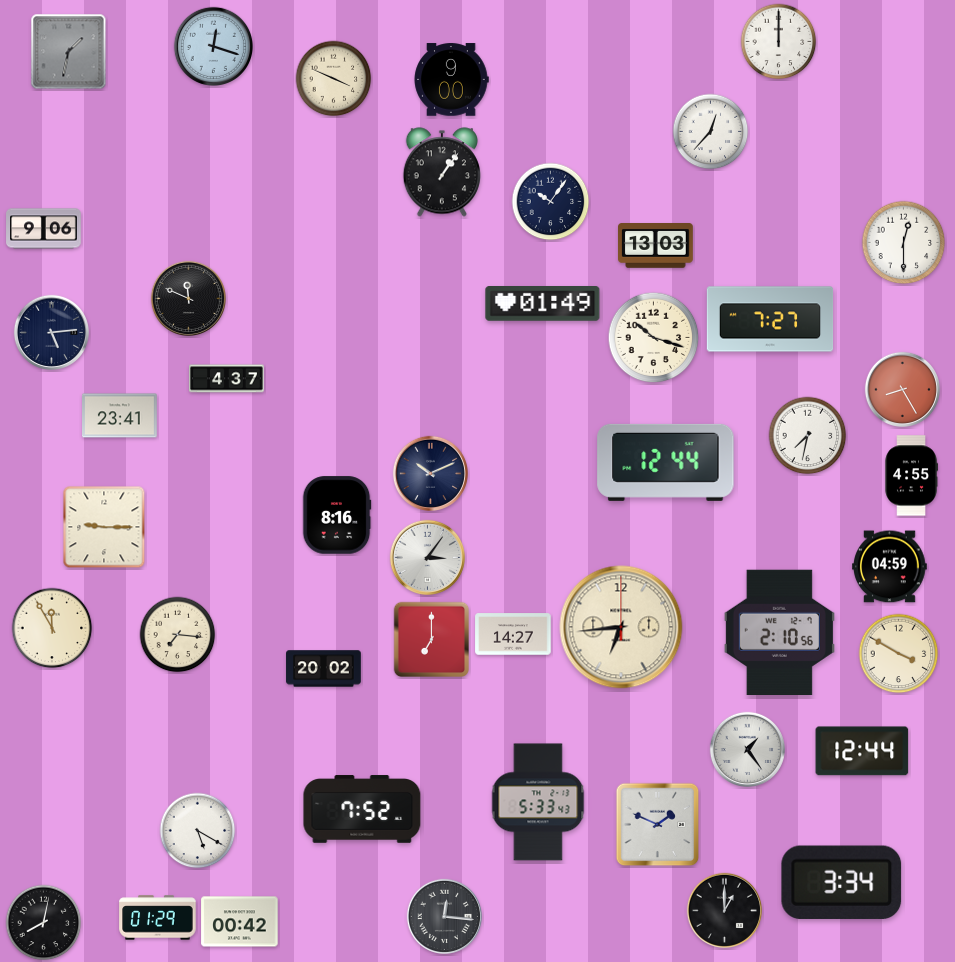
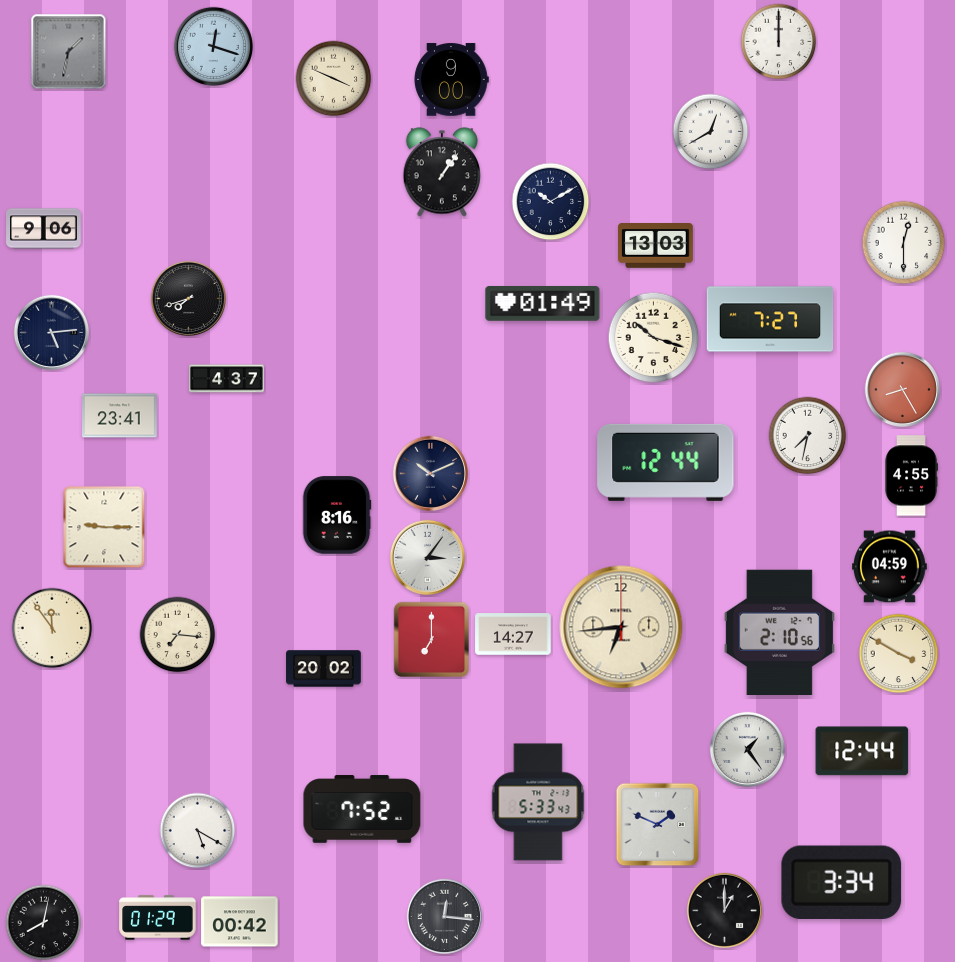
clock at (711, 132): 12:37 -> 12:40
clock at (551, 202): 10:06 -> 10:10
clock at (188, 298): 11:49 -> 7:42
clock at (52, 628): 11:55 -> 11:54
